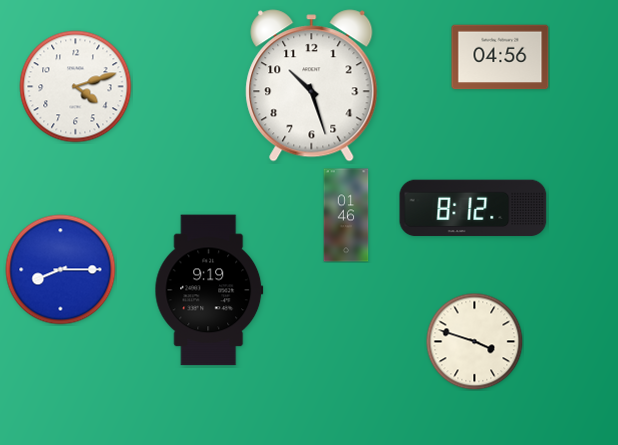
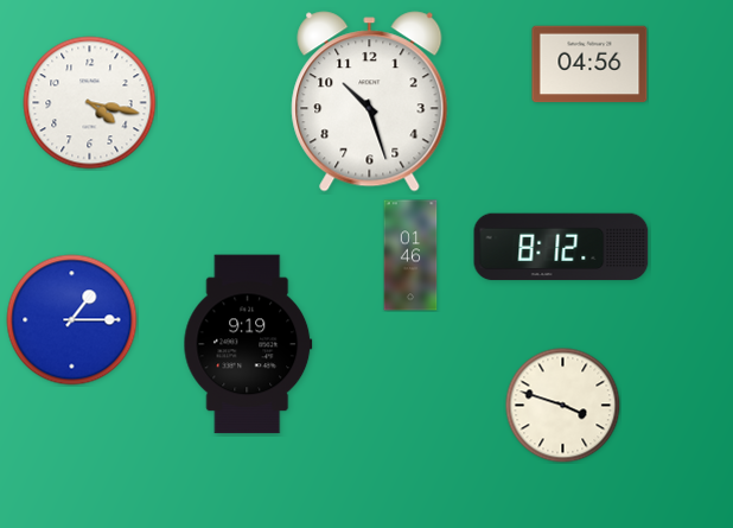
clock at (500, 57) position: (500, 57) -> (589, 64)
clock at (76, 87): 4:12 -> 4:17
clock at (61, 270): 8:15 -> 1:15
